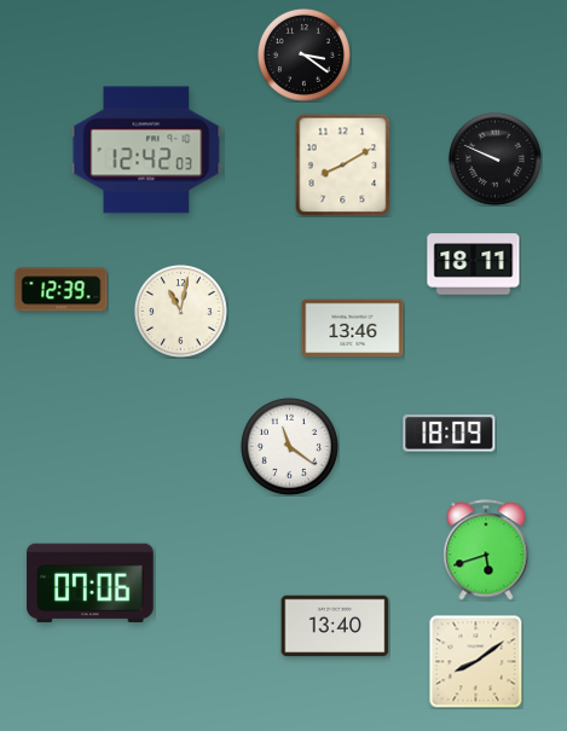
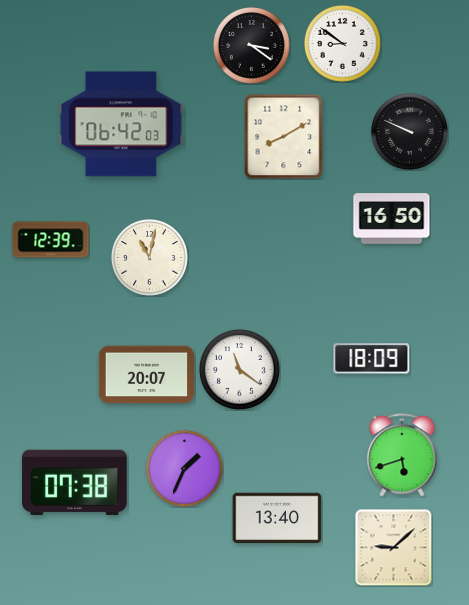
clock at (343, 44): none -> 8:51
clock at (146, 150): 12:42 -> 06:42
clock at (474, 265): 18:11 -> 16:50
clock at (353, 329): 13:46 -> none
clock at (146, 375): none -> 20:07
clock at (185, 469): none -> 1:34
clock at (91, 584): 07:06 -> 07:38
clock at (475, 661): 8:09 -> 9:08
